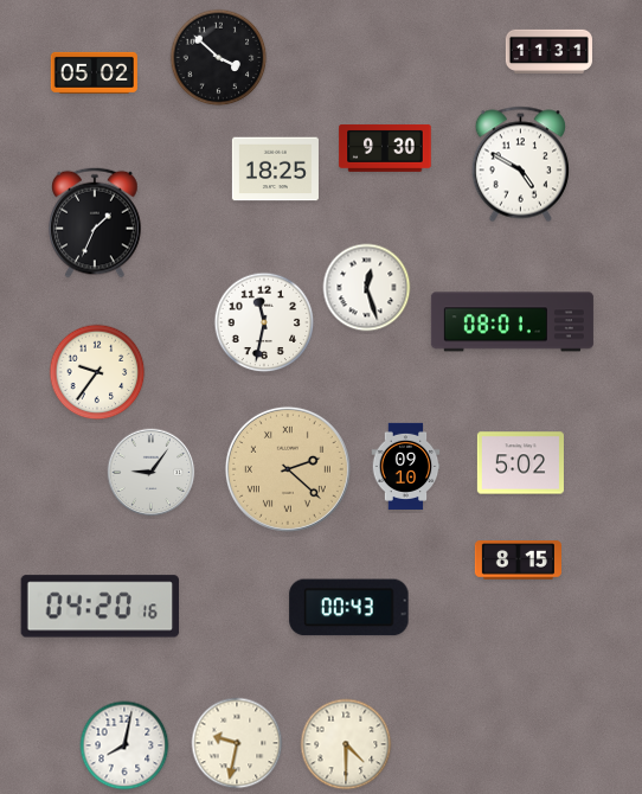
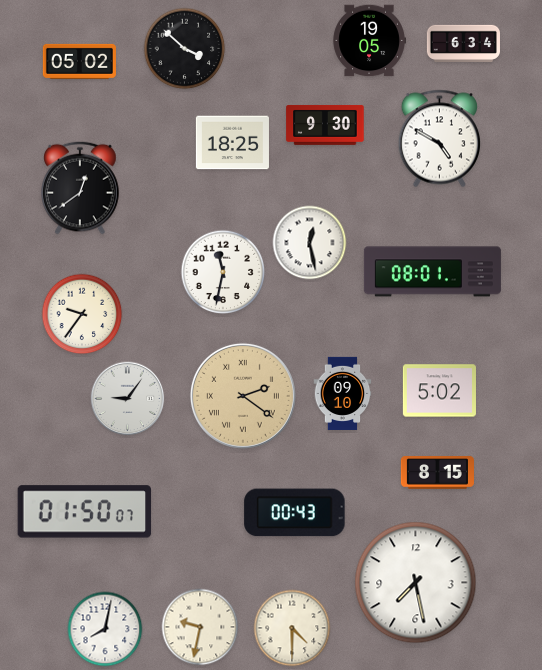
clock at (369, 41): none -> 19:05
clock at (548, 51): 11:31 -> 6:34
clock at (95, 223): 1:34 -> 12:39
clock at (367, 288): 12:27 -> 12:28
clock at (288, 469): 2:22 -> 2:21
clock at (101, 607): 04:20 -> 01:50
clock at (416, 583): none -> 7:28
